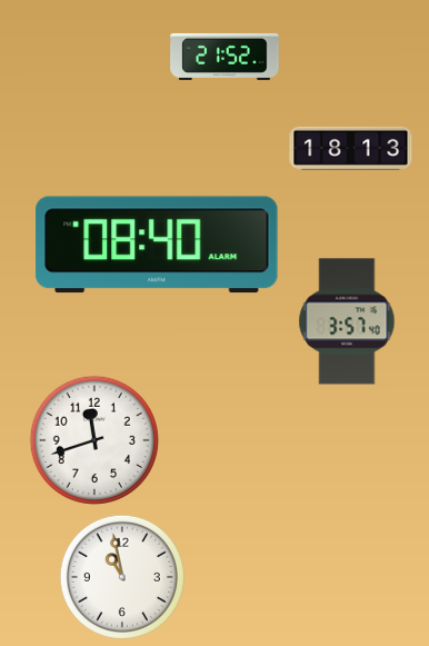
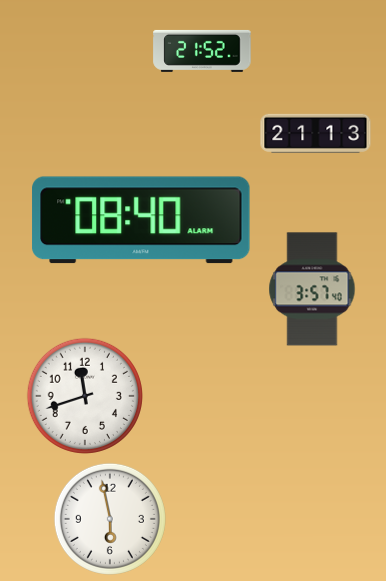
clock at (351, 148): 18:13 -> 21:13
clock at (122, 577): 10:58 -> 5:58
